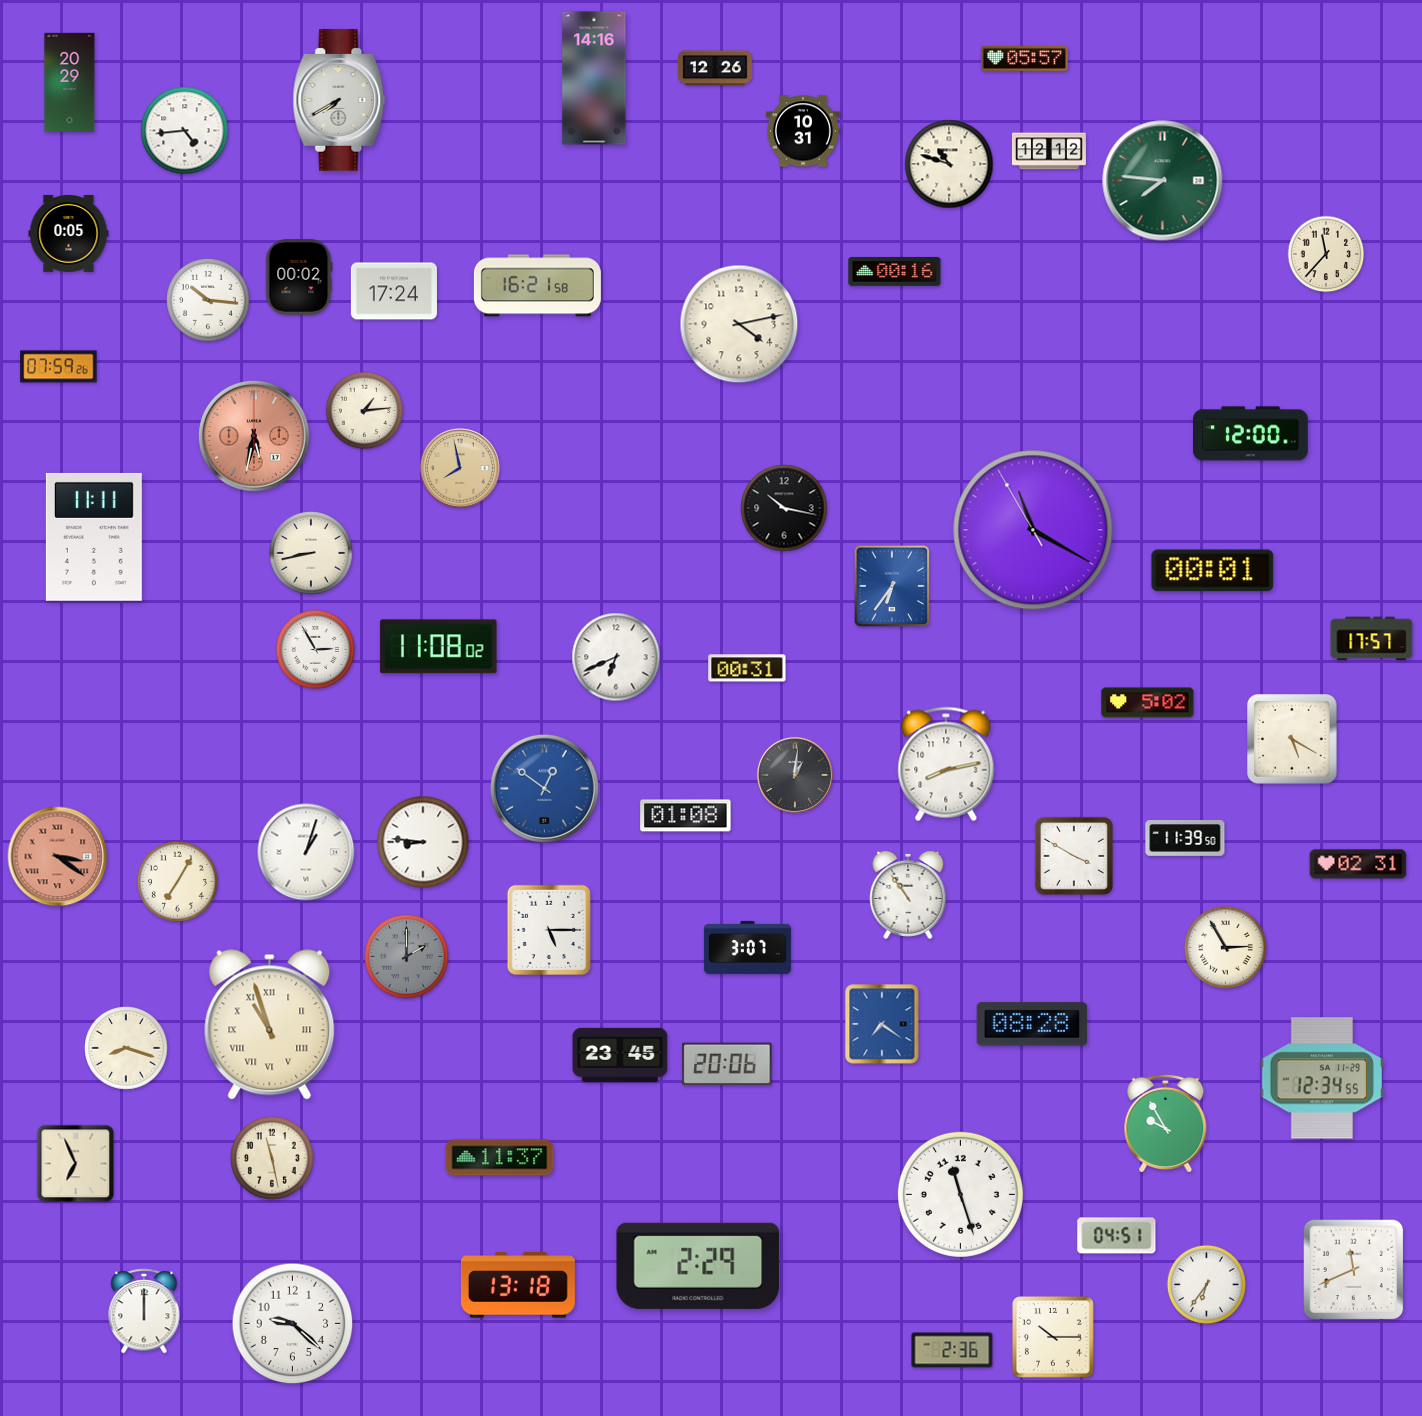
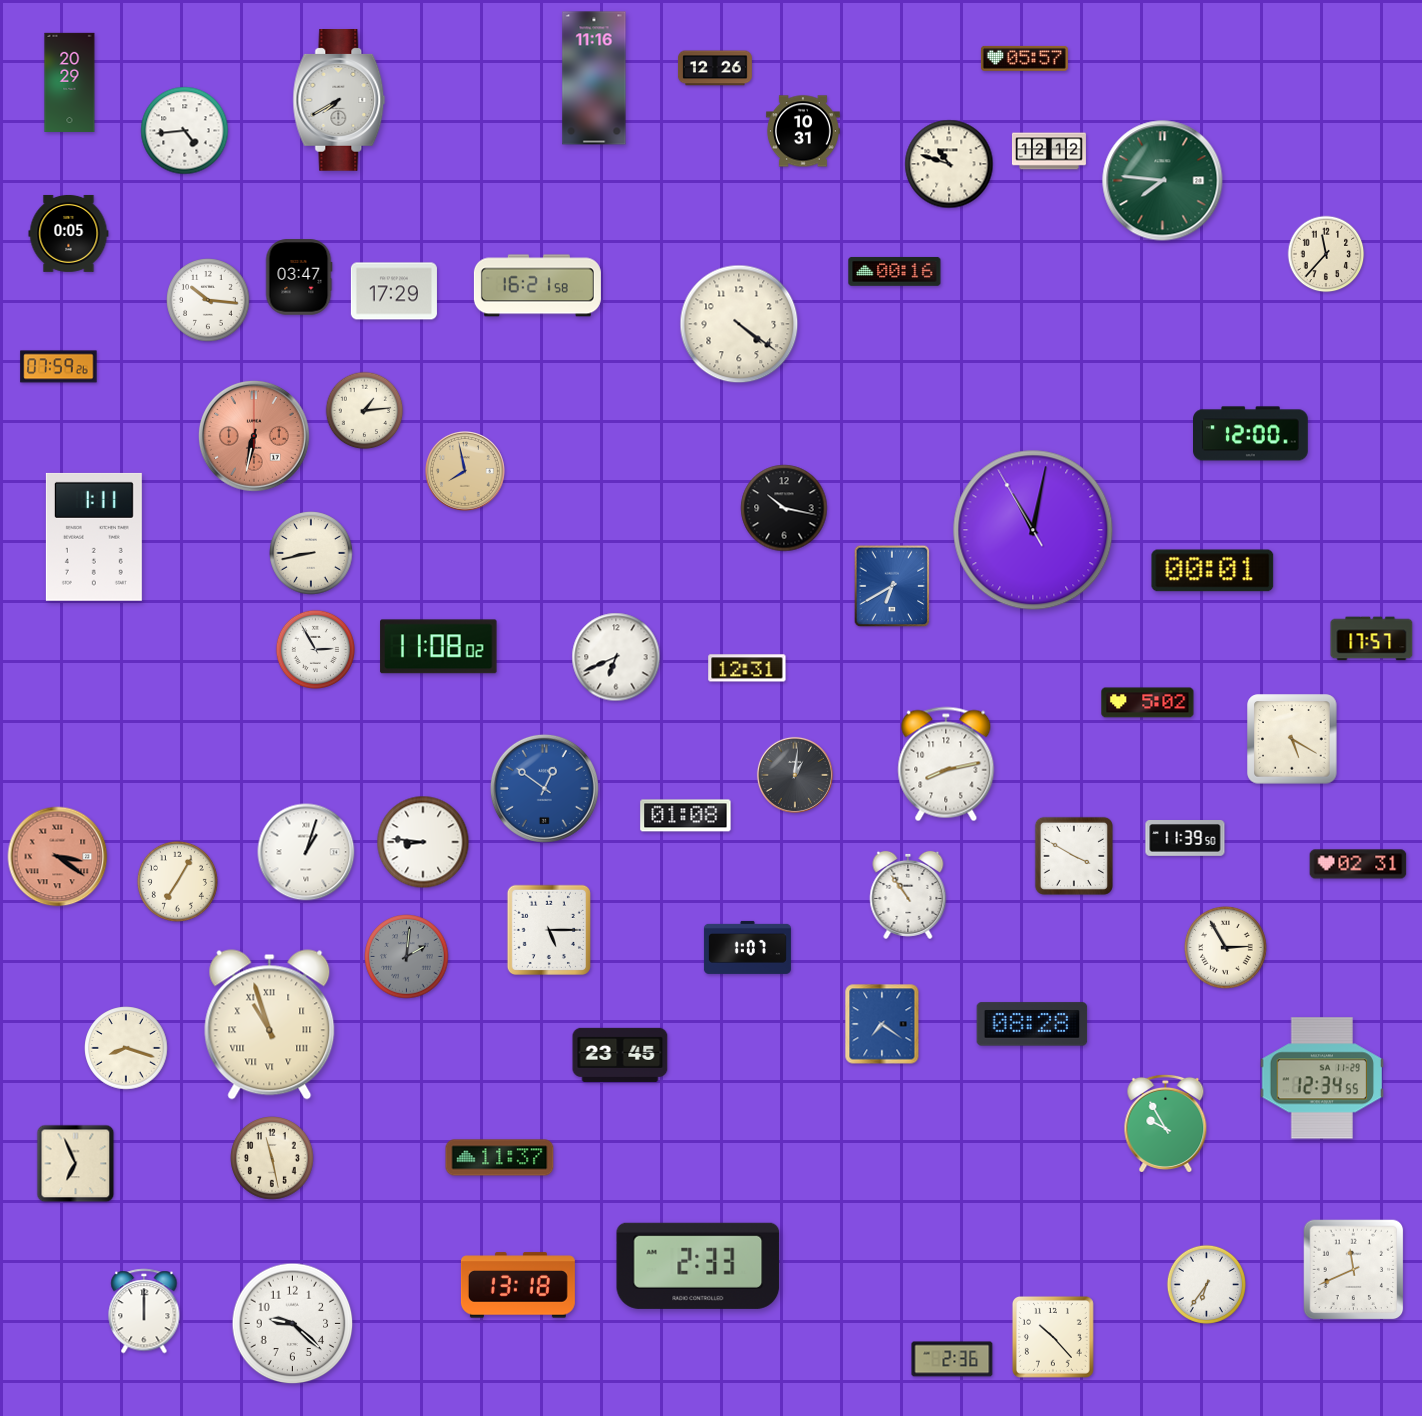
clock at (594, 78): 14:16 -> 11:16
clock at (299, 277): 00:02 -> 03:47
clock at (394, 291): 17:24 -> 17:29
clock at (739, 324): 4:13 -> 4:21
clock at (254, 436): 5:32 -> 6:32
clock at (461, 469) position: (461, 469) -> (466, 472)
clock at (1033, 530): 11:19 -> 11:01
clock at (94, 537): 11:11 -> 1:11
clock at (892, 586): 6:36 -> 6:40
clock at (747, 668): 00:31 -> 12:31
clock at (747, 947): 3:07 -> 1:07
clock at (407, 957): 2:00 -> 2:01
clock at (727, 1064): 20:06 -> none
clock at (960, 1194): 11:27 -> none
clock at (1117, 1236): 04:51 -> none
clock at (698, 1266): 2:29 -> 2:33
clock at (1053, 1337): 10:15 -> 10:23
clock at (952, 1350) position: (952, 1350) -> (952, 1359)
